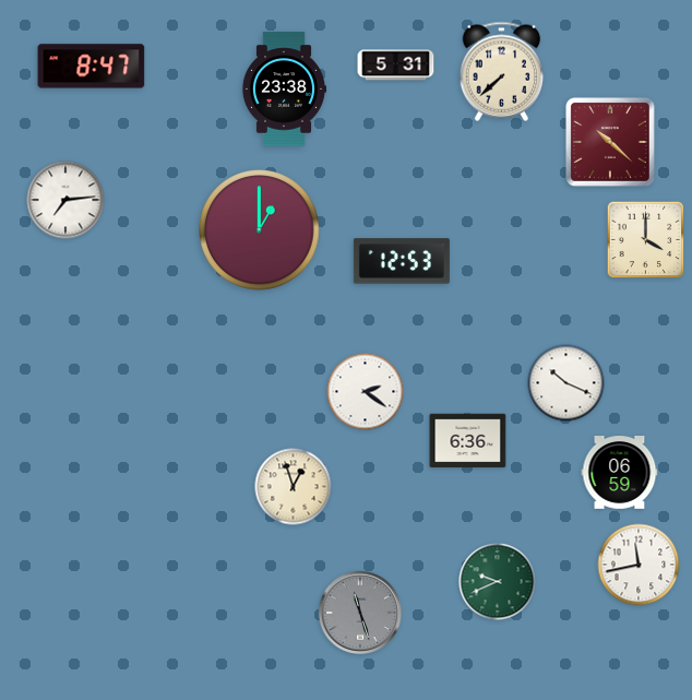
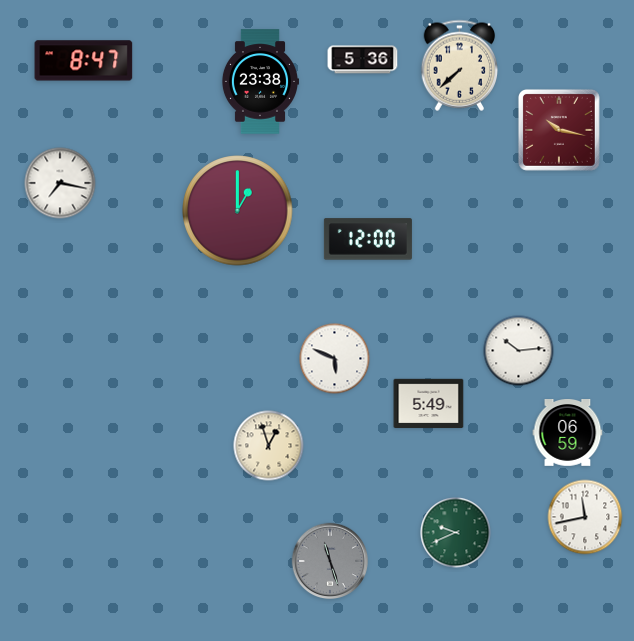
clock at (396, 66): 5:31 -> 5:36
clock at (610, 142): 10:22 -> 10:17
clock at (65, 200): 7:14 -> 7:17
clock at (646, 240): 4:00 -> none
clock at (402, 261): 12:53 -> 12:00
clock at (566, 383): 10:19 -> 10:14
clock at (366, 392): 2:21 -> 5:49
clock at (468, 441): 6:36 -> 5:49
